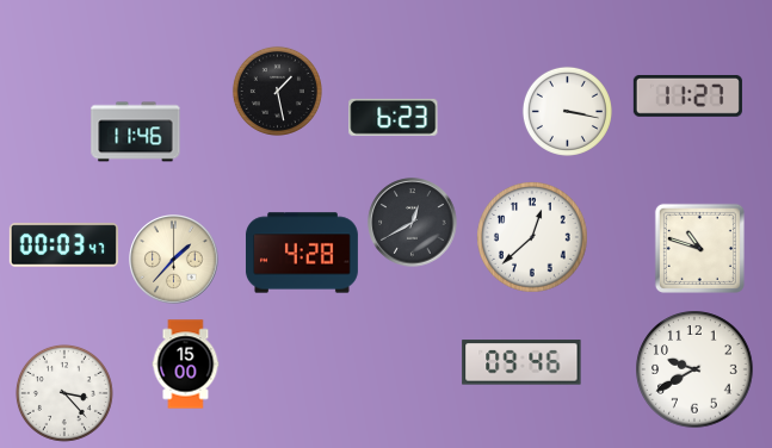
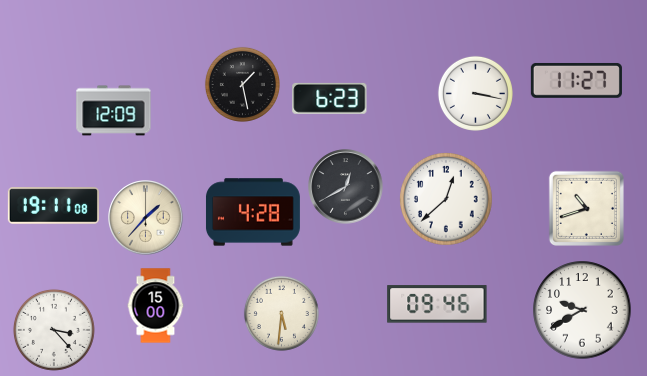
clock at (277, 91) position: (277, 91) -> (242, 84)
clock at (136, 132): 11:46 -> 12:09
clock at (63, 245): 00:03 -> 19:11
clock at (699, 248): 10:48 -> 10:42
clock at (281, 313): none -> 5:31
